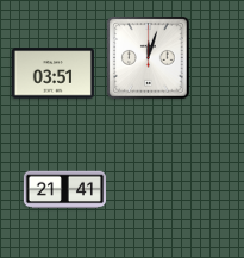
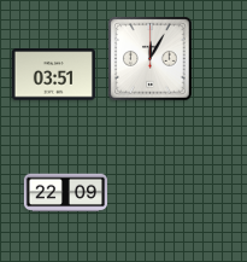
clock at (149, 58): 12:03 -> 12:05
clock at (64, 190): 21:41 -> 22:09
